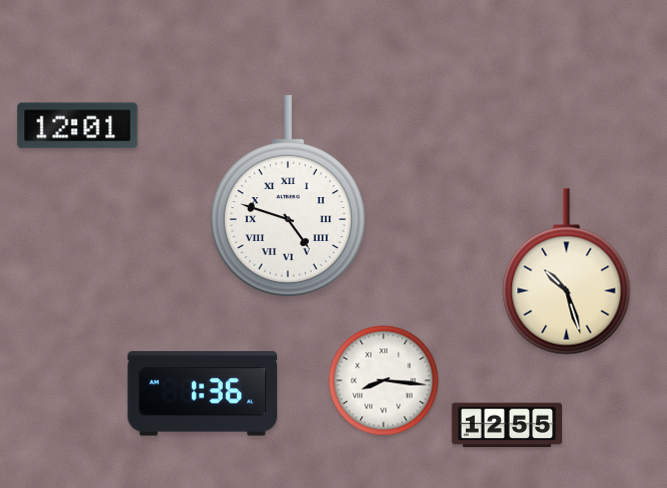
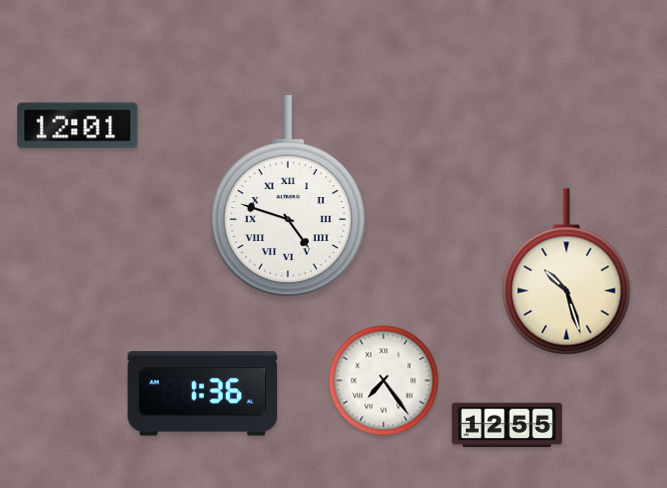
clock at (384, 381): 8:16 -> 7:24
